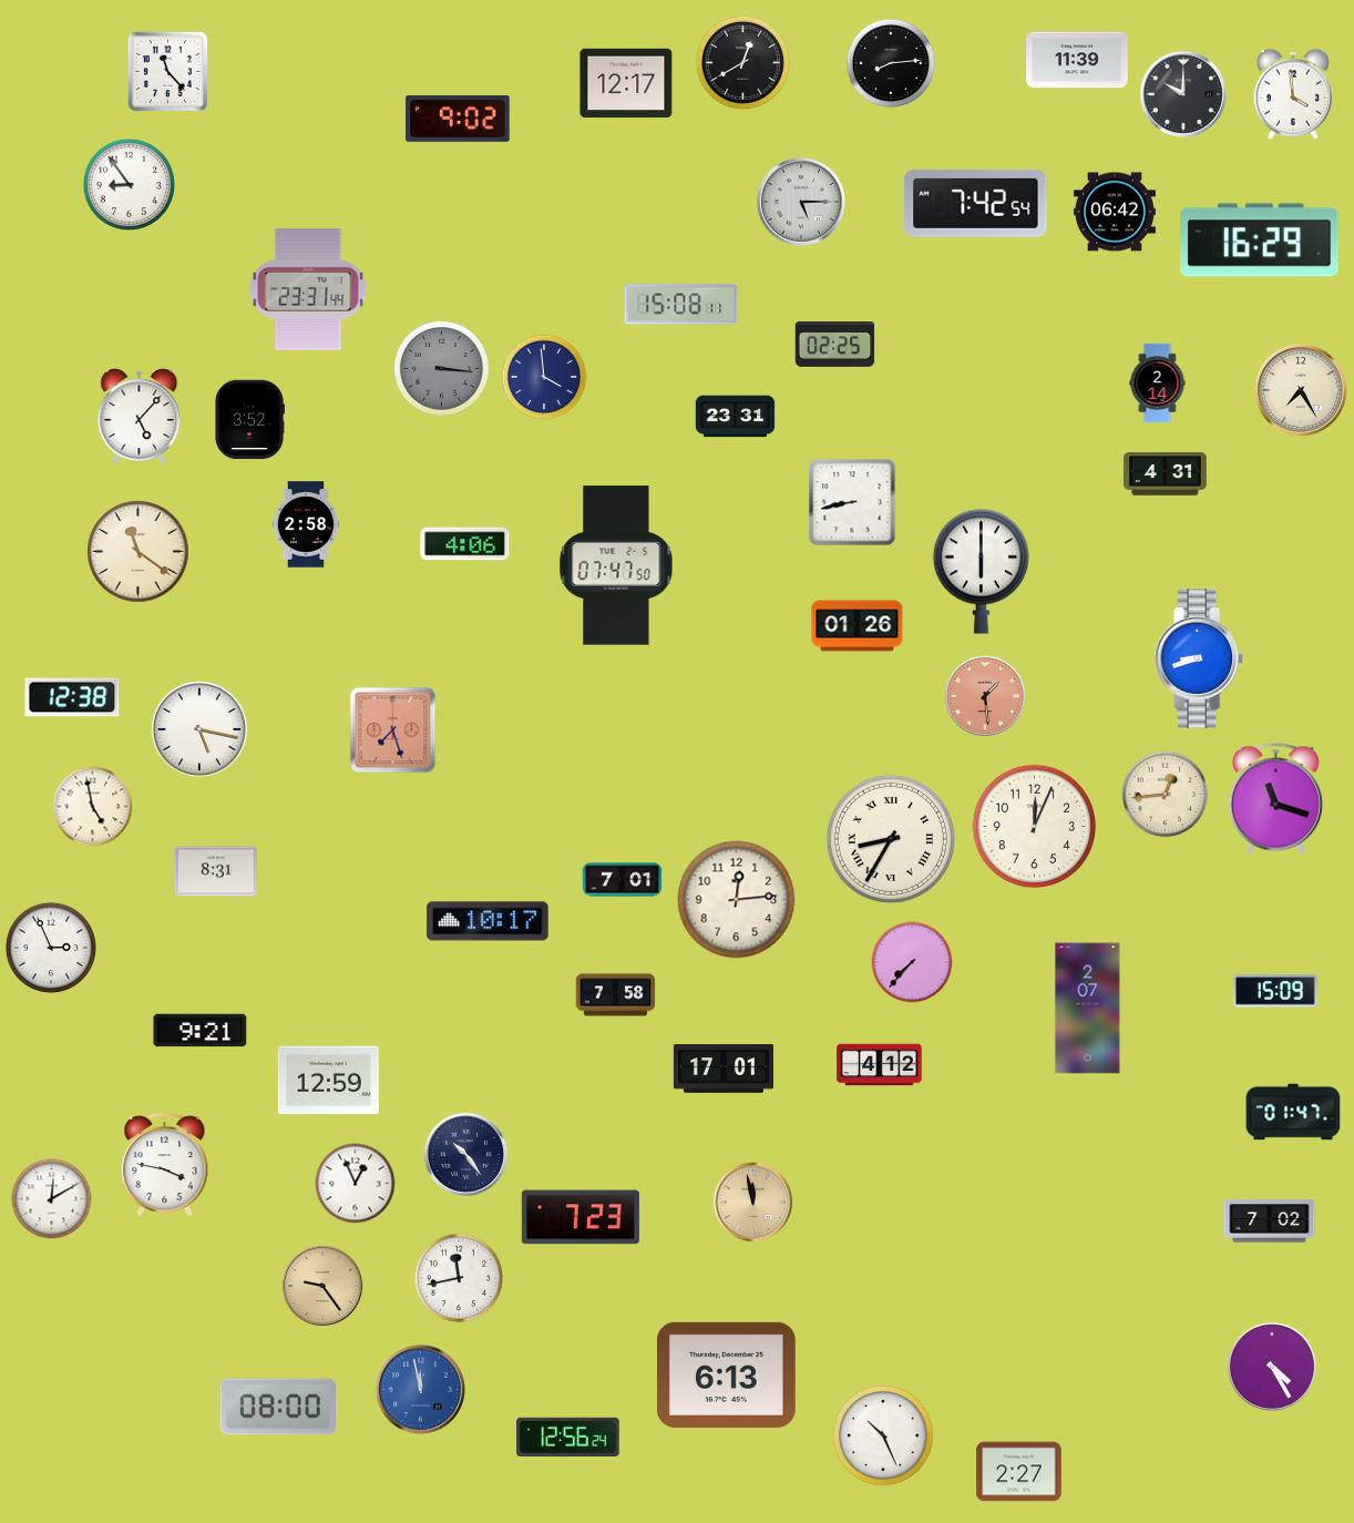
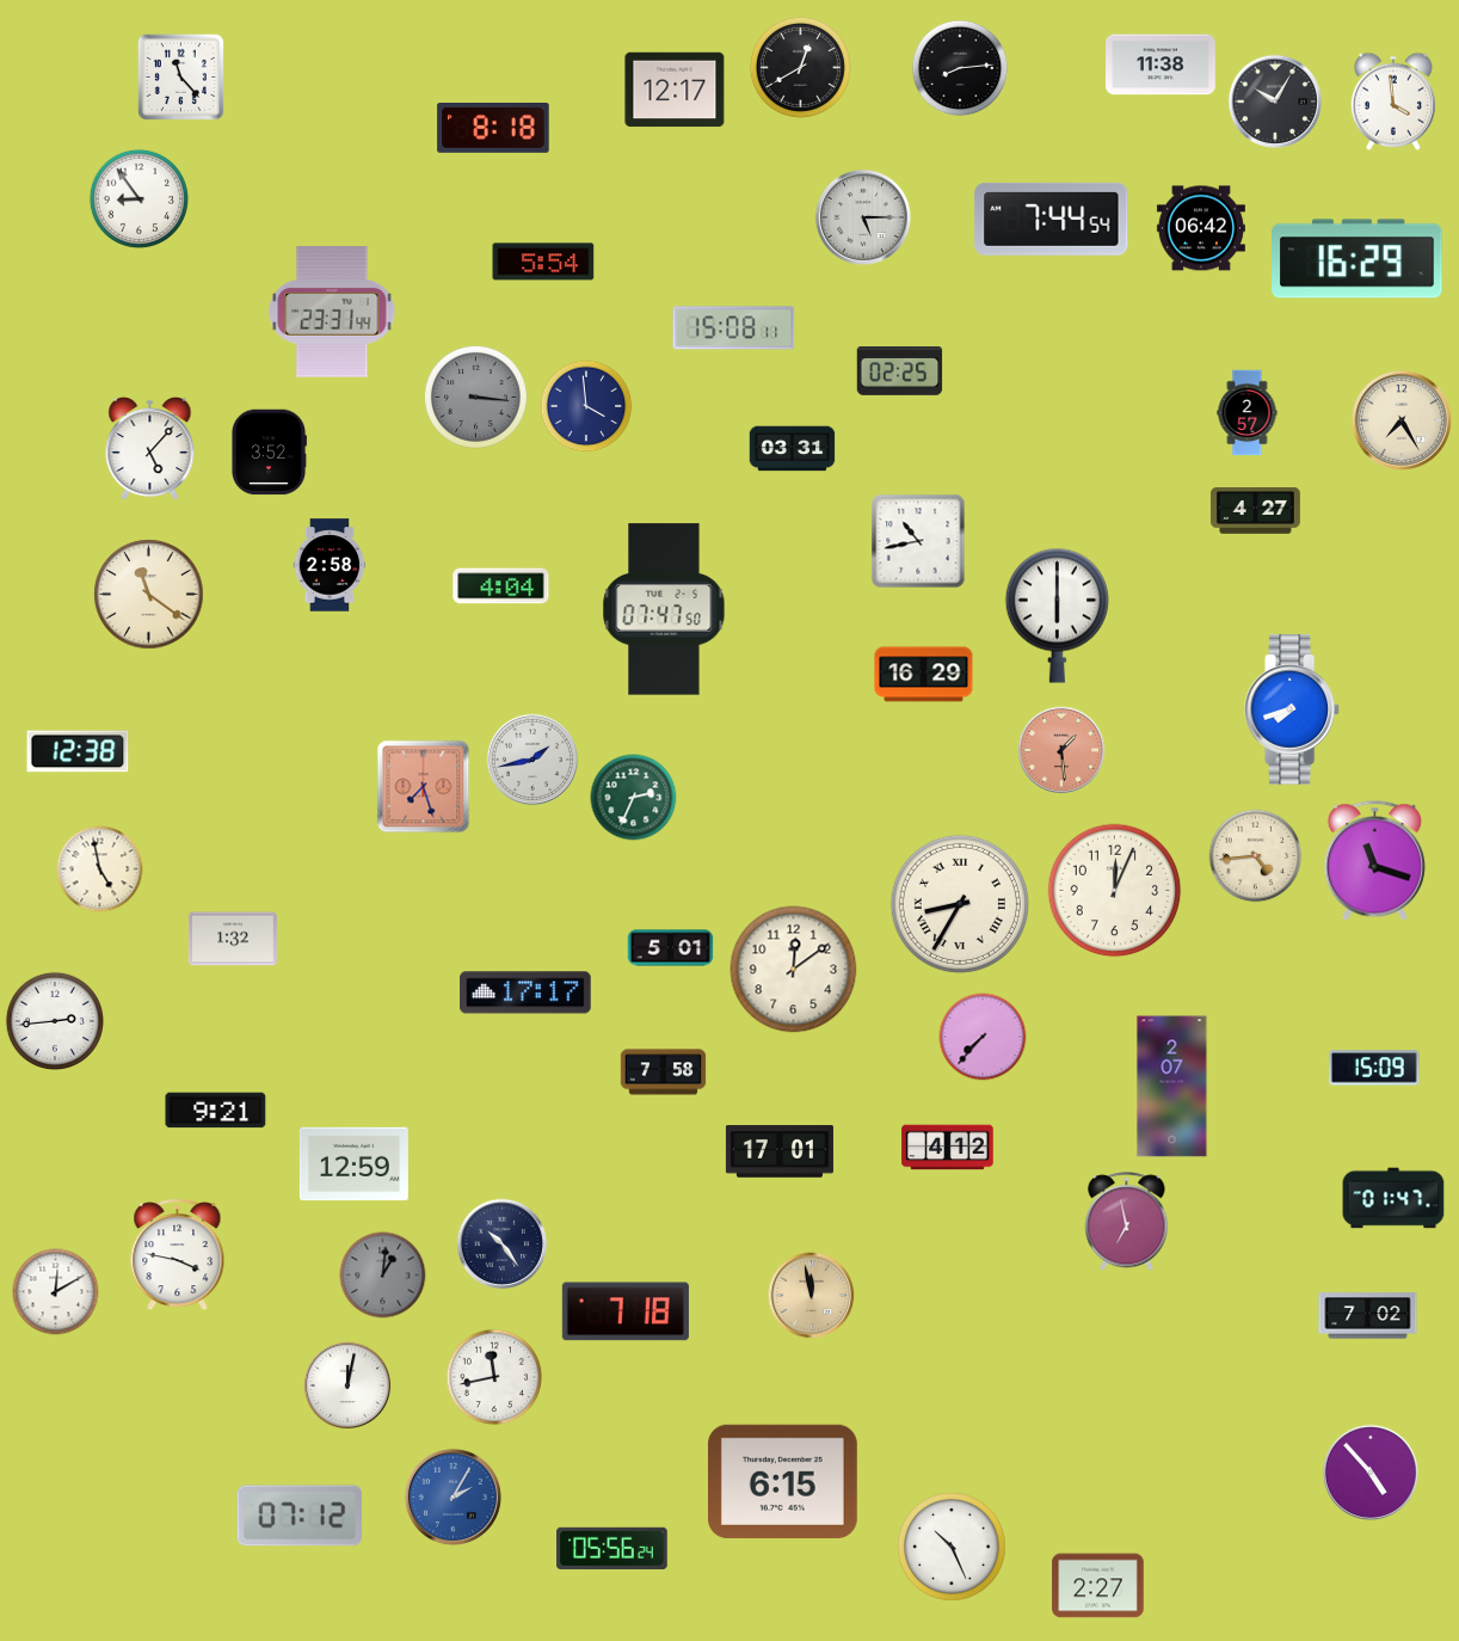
clock at (1078, 60): 11:39 -> 11:38
clock at (1183, 94): 10:00 -> 10:05
clock at (458, 120): 9:02 -> 8:18
clock at (976, 203): 7:42 -> 7:44
clock at (543, 262): none -> 5:54
clock at (1158, 384): 2:14 -> 2:57
clock at (736, 417): 23:31 -> 03:31
clock at (1165, 474): 4:31 -> 4:27
clock at (852, 502): 8:43 -> 10:43
clock at (465, 544): 4:06 -> 4:04
clock at (858, 626): 01:26 -> 16:29
clock at (1200, 658): 8:42 -> 7:42
clock at (531, 758): none -> 1:43
clock at (199, 729): 5:17 -> none
clock at (634, 798): none -> 2:34
clock at (1166, 795): 12:44 -> 4:44
clock at (216, 871): 8:31 -> 1:32
clock at (623, 880): 7:01 -> 5:01
clock at (737, 900): 12:14 -> 12:09
clock at (488, 921): 10:17 -> 17:17
clock at (50, 947): 2:56 -> 2:44
clock at (1127, 1222): none -> 6:58
clock at (356, 1184): 12:56 -> 1:01
clock at (356, 1184) dial: white -> grey
clock at (581, 1217): 7:23 -> 7:18
clock at (322, 1286): 9:24 -> 12:02
clock at (322, 1286) dial: champagne -> white
clock at (1272, 1367): 4:25 -> 4:53
clock at (726, 1374): 6:13 -> 6:15
clock at (420, 1389): 11:58 -> 2:05
clock at (277, 1407): 08:00 -> 07:12
clock at (568, 1437): 12:56 -> 05:56
